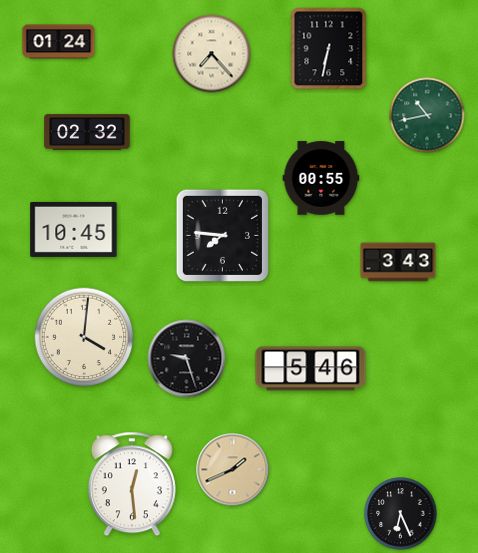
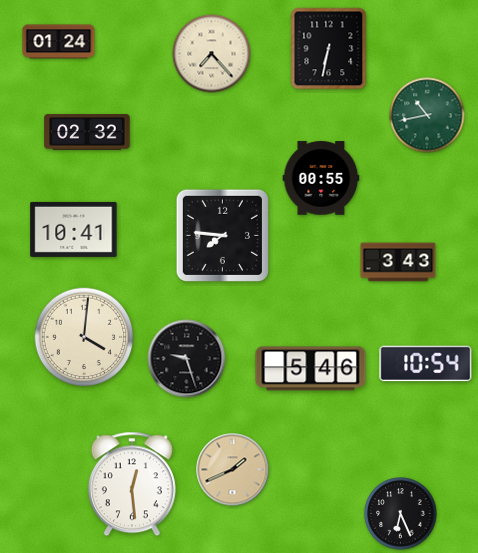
clock at (74, 229): 10:45 -> 10:41
clock at (426, 364): none -> 10:54
